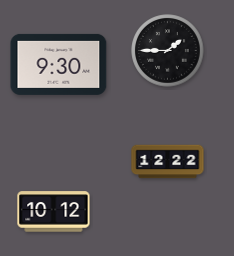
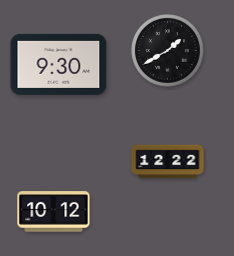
clock at (168, 51): 1:45 -> 1:40
